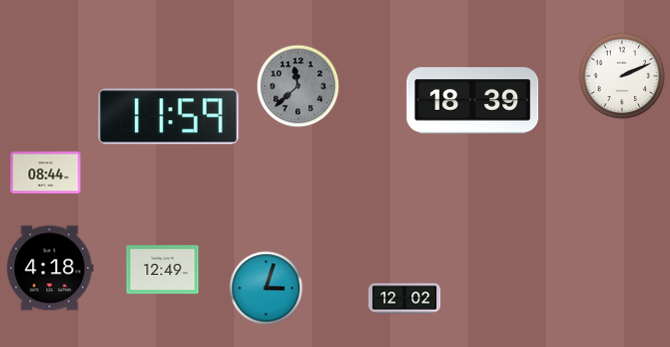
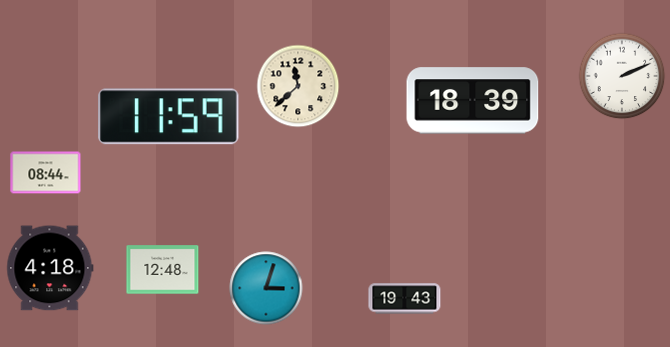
clock at (298, 86) dial: grey -> cream
clock at (163, 270): 12:49 -> 12:48
clock at (405, 299): 12:02 -> 19:43
